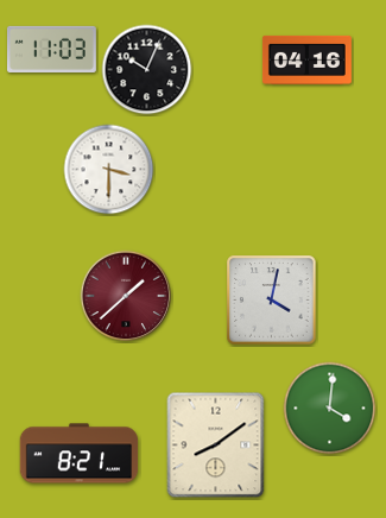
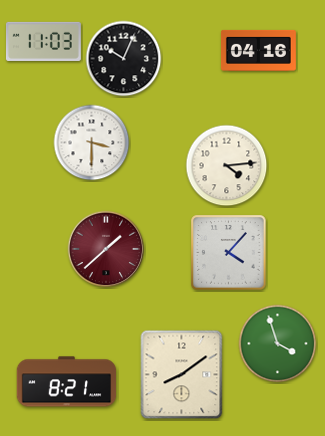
clock at (227, 166): none -> 4:14
clock at (272, 301): 4:02 -> 4:07
clock at (330, 409): 4:01 -> 3:57
